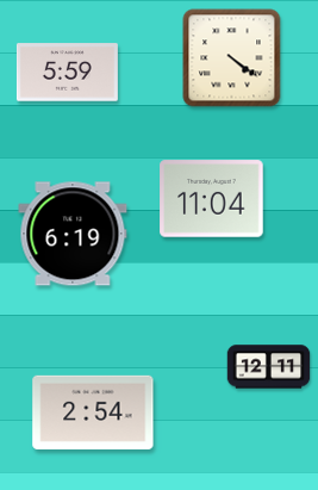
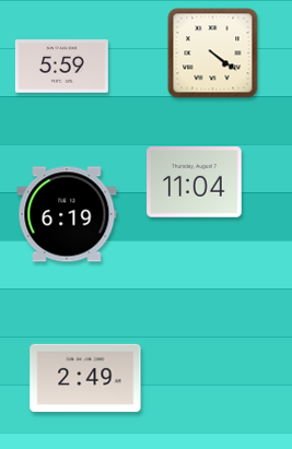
clock at (269, 367): 12:11 -> none
clock at (93, 413): 2:54 -> 2:49
